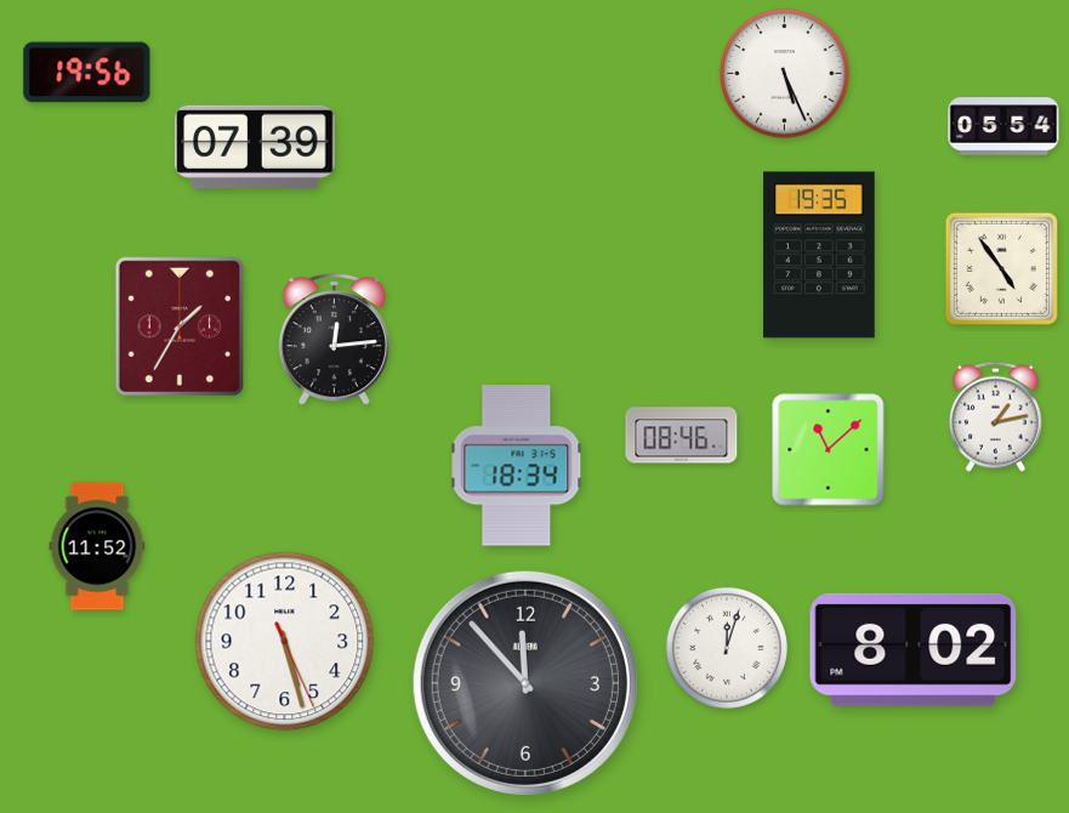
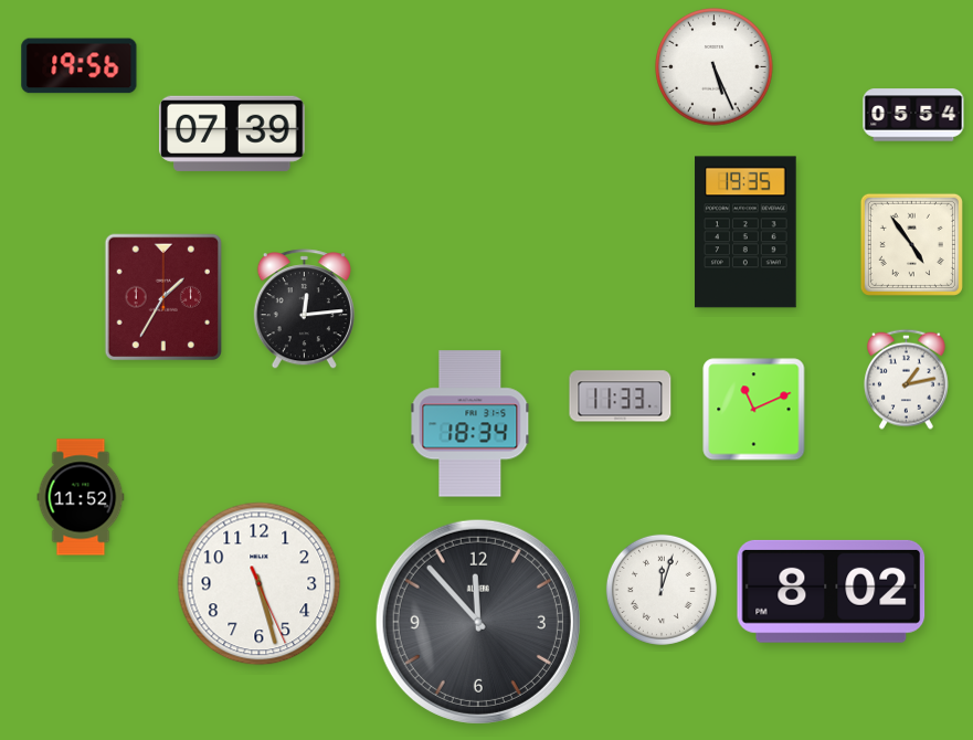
clock at (682, 436): 08:46 -> 11:33
clock at (829, 450): 11:08 -> 11:11
clock at (97, 546) position: (97, 546) -> (81, 497)
